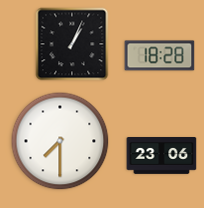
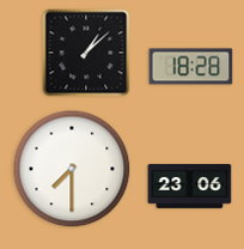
clock at (72, 44): 1:04 -> 1:08
clock at (162, 156) position: (162, 156) -> (190, 187)
